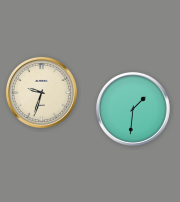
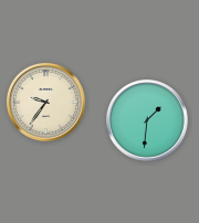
clock at (41, 92): 9:33 -> 9:36
